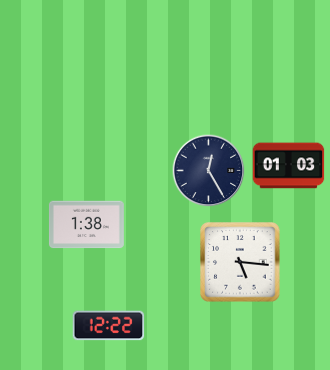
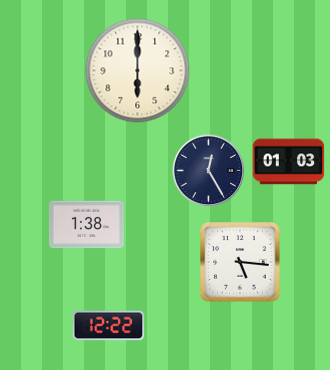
clock at (138, 71): none -> 6:00
clock at (289, 166) position: (289, 166) -> (289, 162)
